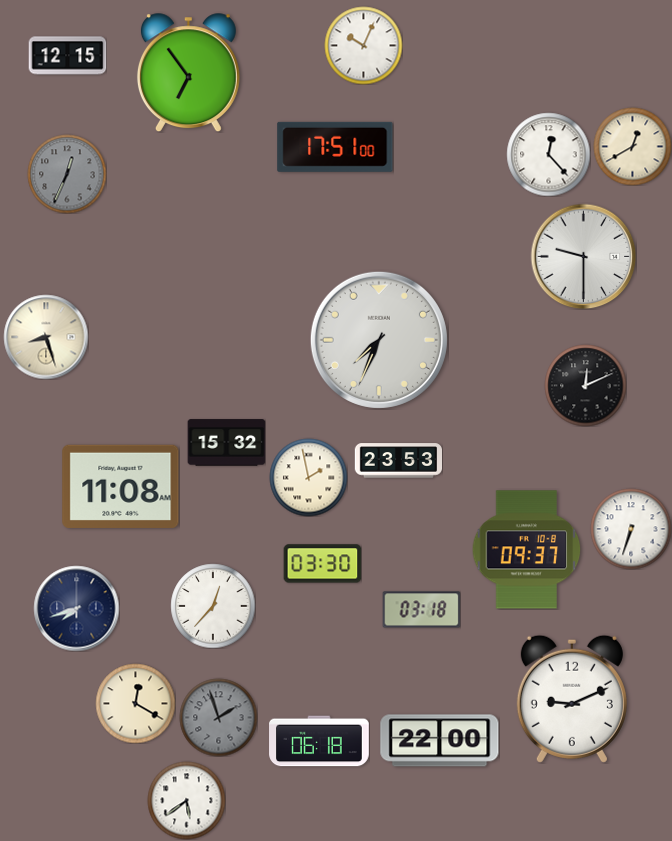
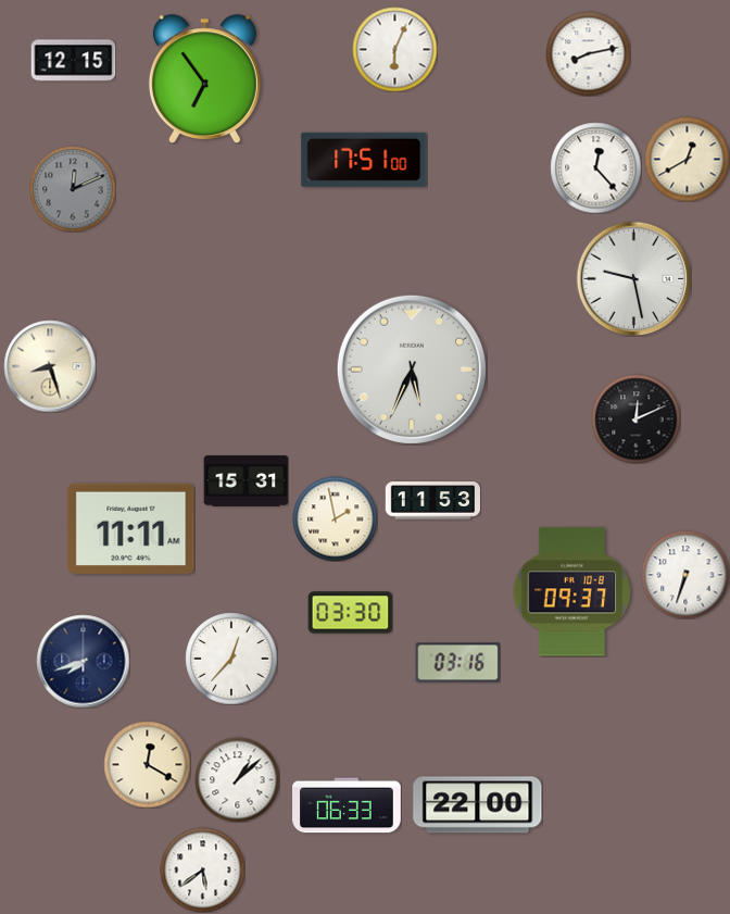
clock at (363, 45): 10:04 -> 6:04
clock at (588, 53): none -> 8:13
clock at (67, 174): 12:34 -> 12:11
clock at (583, 256): 9:30 -> 9:28
clock at (379, 340): 7:34 -> 5:34
clock at (226, 443): 15:32 -> 15:31
clock at (398, 461): 23:53 -> 11:53
clock at (121, 486): 11:08 -> 11:11
clock at (527, 550) position: (527, 550) -> (572, 592)
clock at (421, 610): 03:18 -> 03:16
clock at (572, 699): 9:11 -> none
clock at (218, 717): 1:57 -> 1:08
clock at (218, 717) dial: grey -> white
clock at (319, 741): 06:18 -> 06:33
